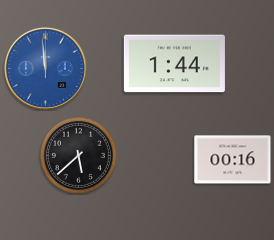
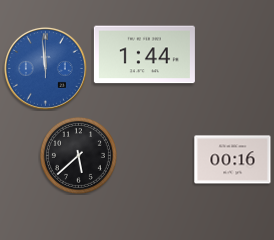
clock at (174, 64) position: (174, 64) -> (144, 55)
